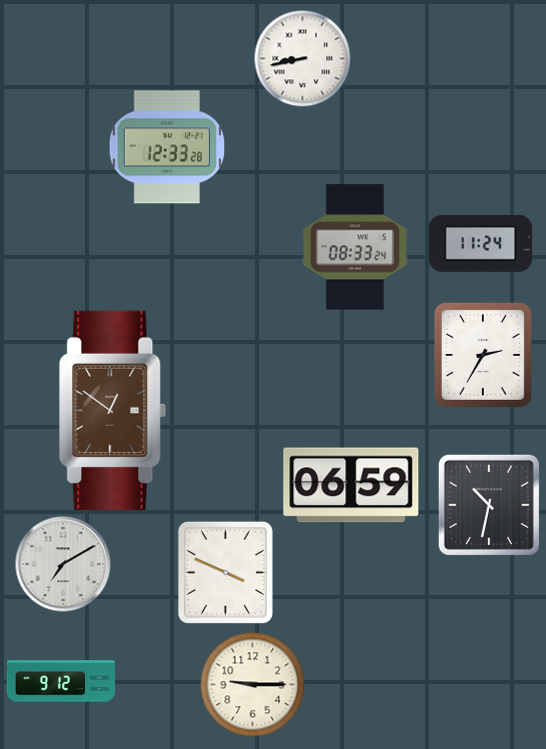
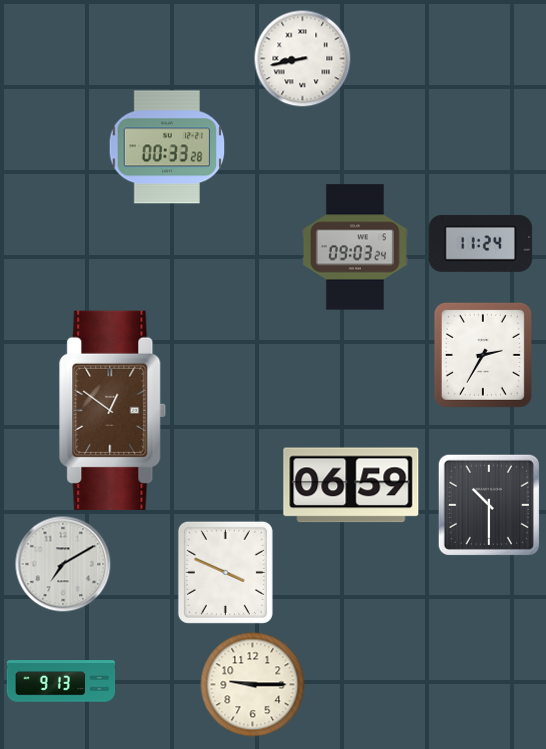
clock at (167, 147): 12:33 -> 00:33
clock at (355, 247): 08:33 -> 09:03
clock at (489, 505): 10:32 -> 10:30
clock at (61, 681): 9:12 -> 9:13
